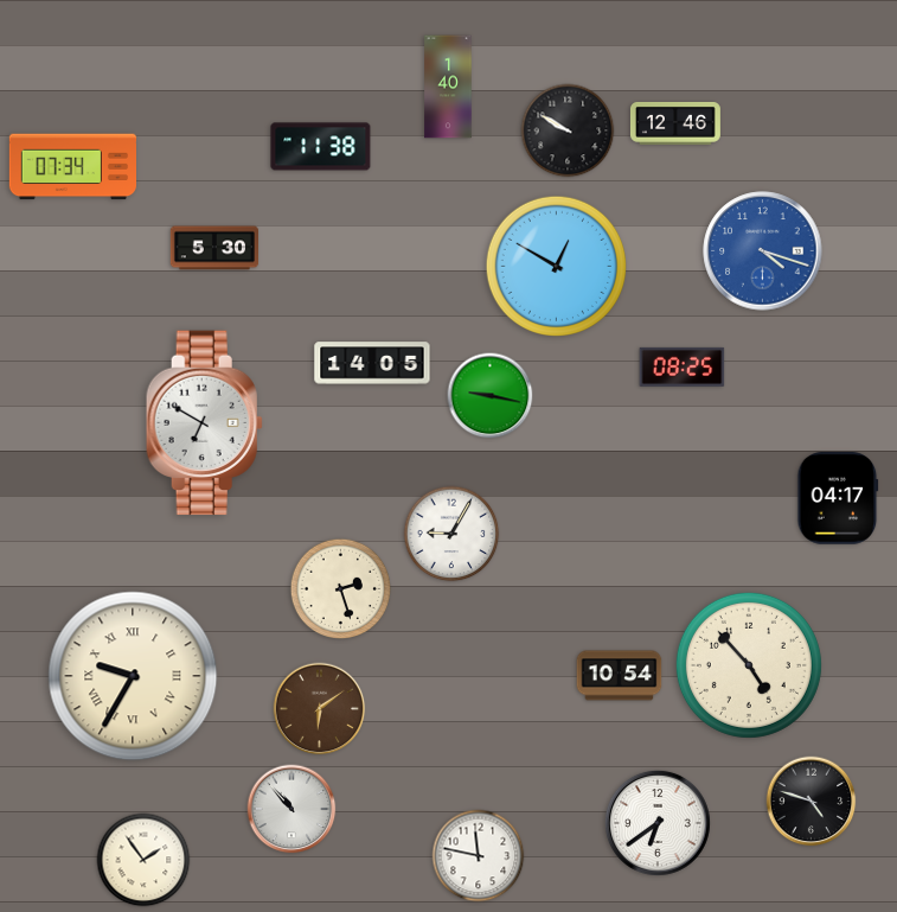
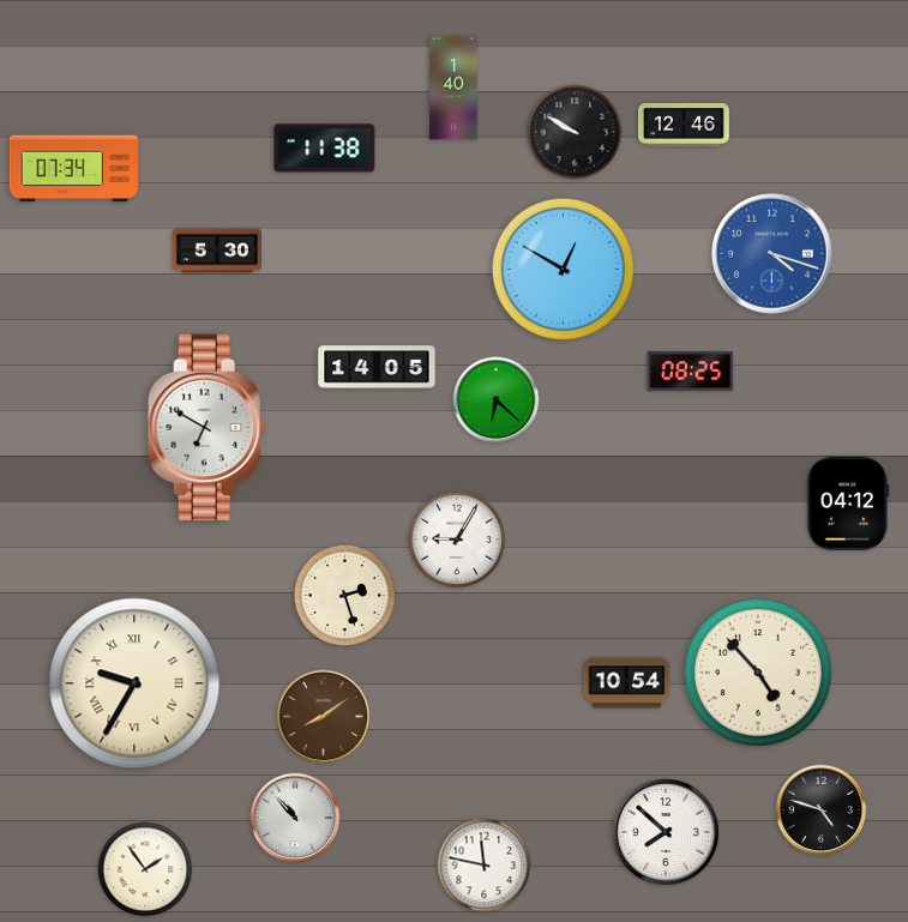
clock at (491, 396): 9:17 -> 6:22
clock at (838, 498): 04:17 -> 04:12
clock at (320, 709): 6:09 -> 8:09
clock at (658, 823): 6:39 -> 7:52
